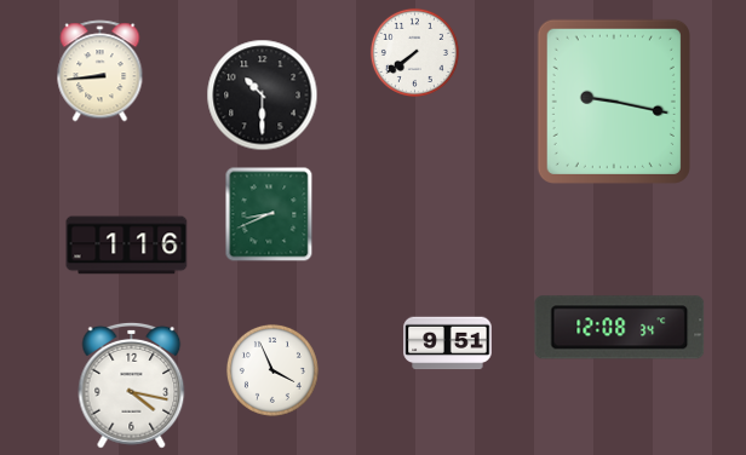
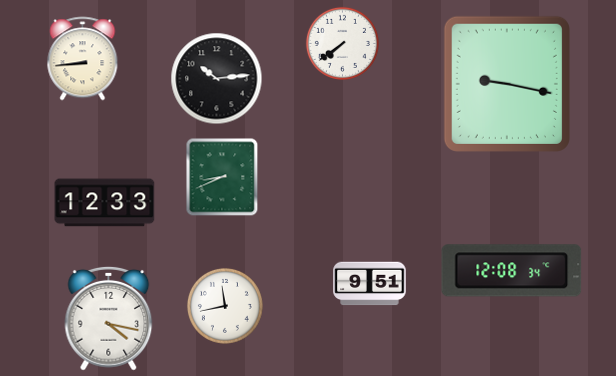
clock at (263, 96): 10:30 -> 10:14
clock at (127, 246): 1:16 -> 12:33
clock at (272, 370): 3:56 -> 11:43
